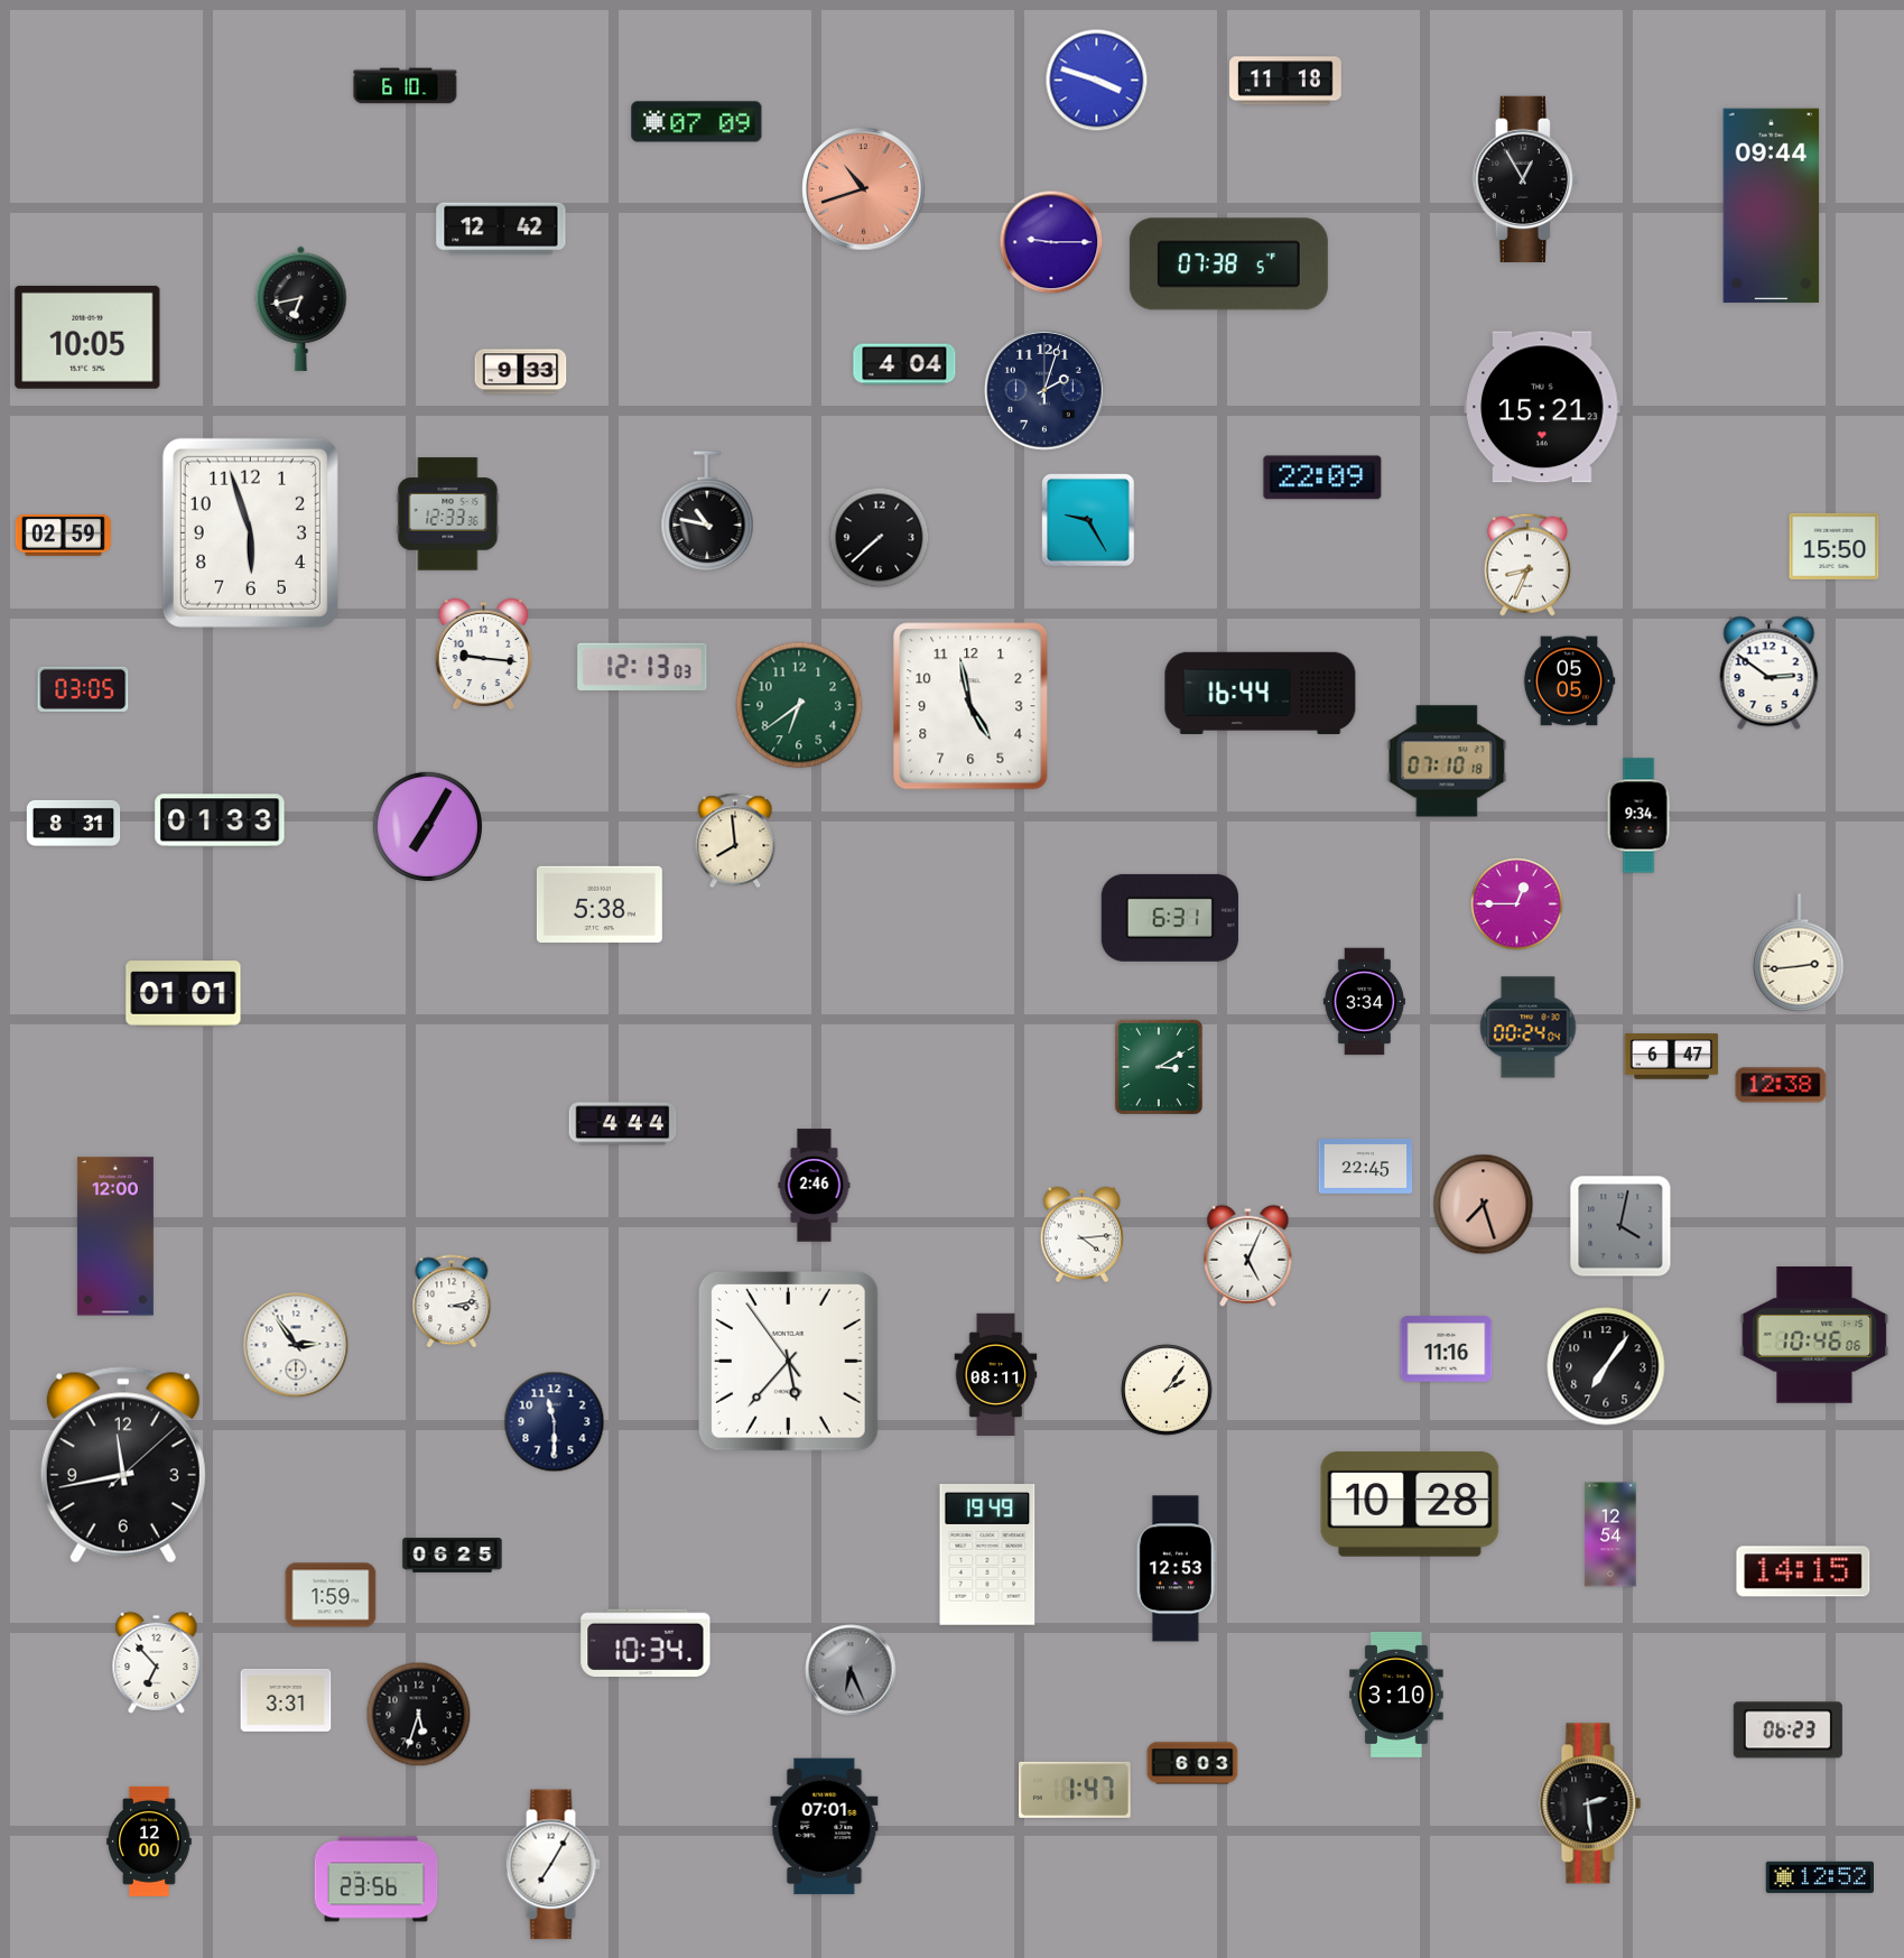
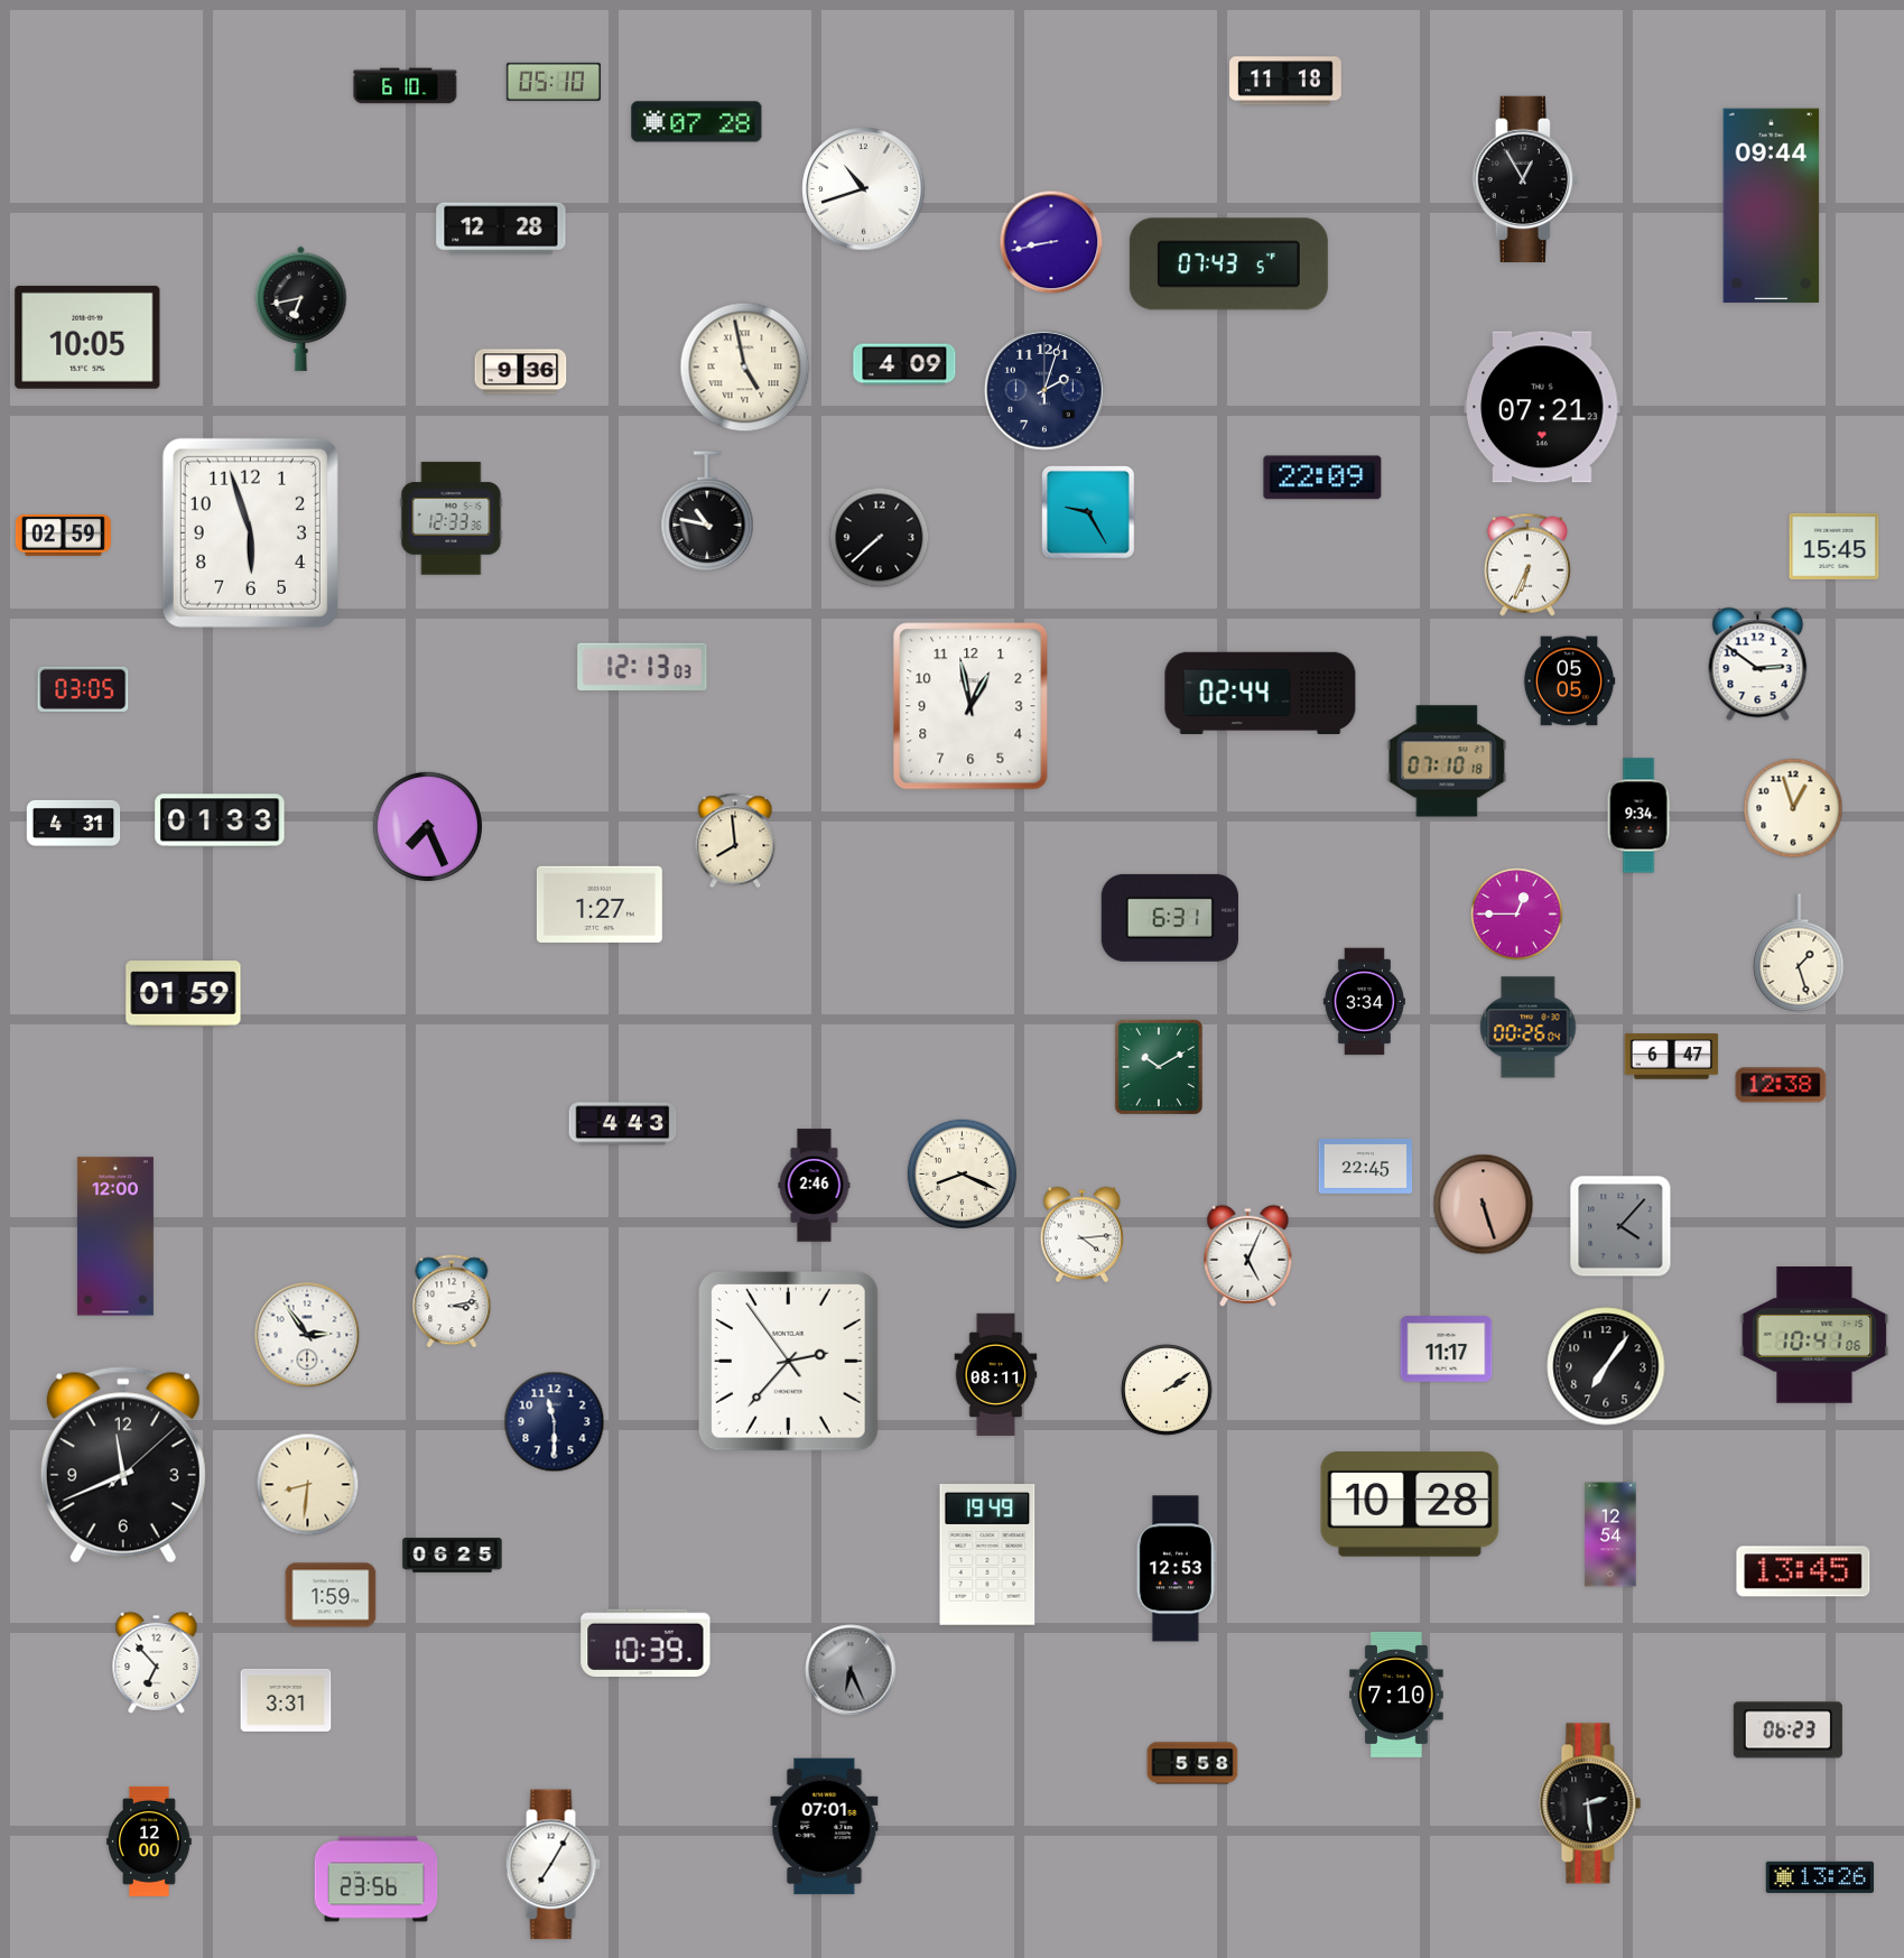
clock at (1097, 81): 3:48 -> none
clock at (554, 82): none -> 05:10
clock at (697, 122): 07:09 -> 07:28
clock at (864, 189) dial: salmon -> white
clock at (501, 229): 12:42 -> 12:28
clock at (1051, 242): 9:15 -> 8:43
clock at (1228, 265): 07:38 -> 07:43
clock at (904, 364): 4:04 -> 4:09
clock at (745, 368): none -> 4:58
clock at (521, 372): 9:33 -> 9:36
clock at (1542, 407): 15:21 -> 07:21
clock at (448, 514) position: (448, 514) -> (452, 519)
clock at (1088, 520) position: (1088, 520) -> (1088, 512)
clock at (1835, 546): 15:50 -> 15:45
clock at (1527, 565): 8:34 -> 6:34
clock at (484, 655): 9:16 -> none
clock at (1770, 674) position: (1770, 674) -> (1758, 665)
clock at (1261, 694): 16:44 -> 02:44
clock at (799, 705): 6:39 -> none
clock at (970, 706): 4:58 -> 12:58
clock at (1793, 808): none -> 12:57
clock at (74, 823): 8:31 -> 4:31
clock at (427, 826): 7:05 -> 7:26
clock at (600, 904): 5:38 -> 1:27
clock at (1517, 904) position: (1517, 904) -> (1517, 915)
clock at (1799, 953): 2:44 -> 1:27
clock at (184, 994): 01:01 -> 01:59
clock at (1529, 1028): 00:24 -> 00:26
clock at (1159, 1067): 3:10 -> 10:10
clock at (623, 1124): 4:44 -> 4:43
clock at (962, 1173): none -> 8:19
clock at (1484, 1205): 7:27 -> 5:27
clock at (1620, 1226): 4:02 -> 4:07
clock at (1814, 1336): 10:46 -> 10:41
clock at (296, 1345) position: (296, 1345) -> (307, 1335)
clock at (1447, 1349): 11:16 -> 11:17
clock at (788, 1361): 5:36 -> 2:36
clock at (1167, 1390): 2:06 -> 2:09
clock at (123, 1465): 11:43 -> 11:41
clock at (308, 1485): none -> 8:31
clock at (1803, 1571): 14:15 -> 13:45
clock at (645, 1642): 10:34 -> 10:39
clock at (1396, 1695): 3:10 -> 7:10
clock at (419, 1715): 5:33 -> none
clock at (1192, 1763): 6:03 -> 5:58
clock at (1075, 1790): 1:47 -> none
clock at (1820, 1877): 12:52 -> 13:26
